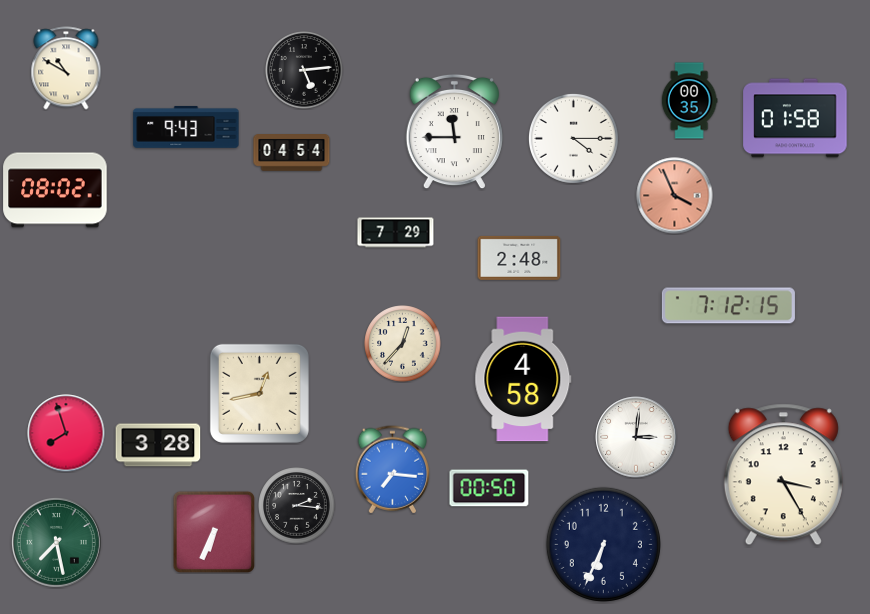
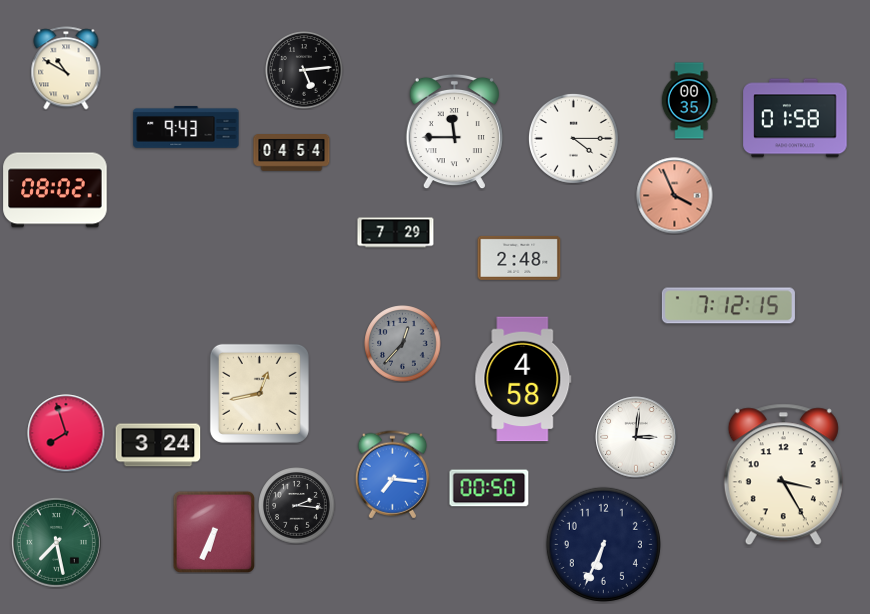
clock at (403, 344) dial: cream -> grey
clock at (158, 445): 3:28 -> 3:24
clock at (392, 470) position: (392, 470) -> (392, 475)
